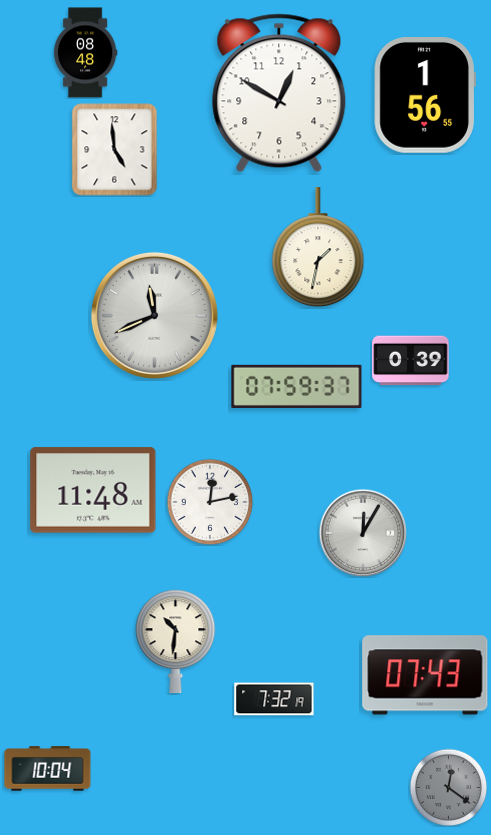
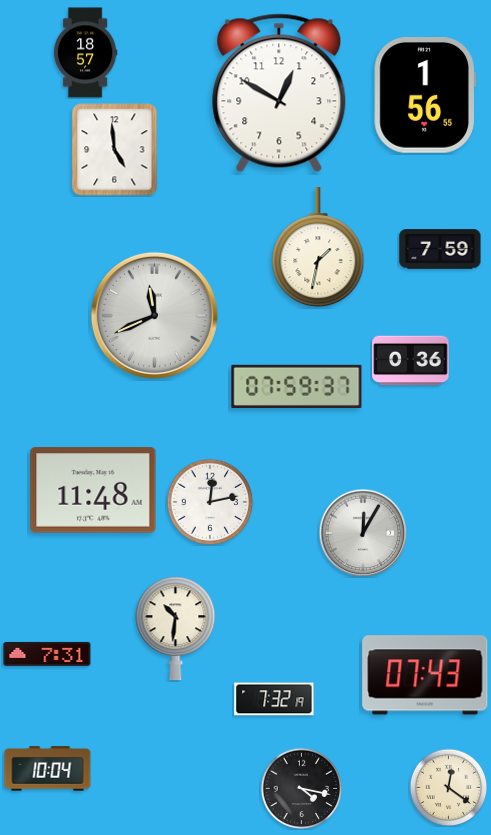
clock at (85, 53): 08:48 -> 18:57
clock at (440, 249): none -> 7:59
clock at (411, 361): 0:39 -> 0:36
clock at (176, 642) position: (176, 642) -> (176, 629)
clock at (47, 654): none -> 7:31
clock at (448, 787) dial: grey -> cream
clock at (301, 788): none -> 4:17
